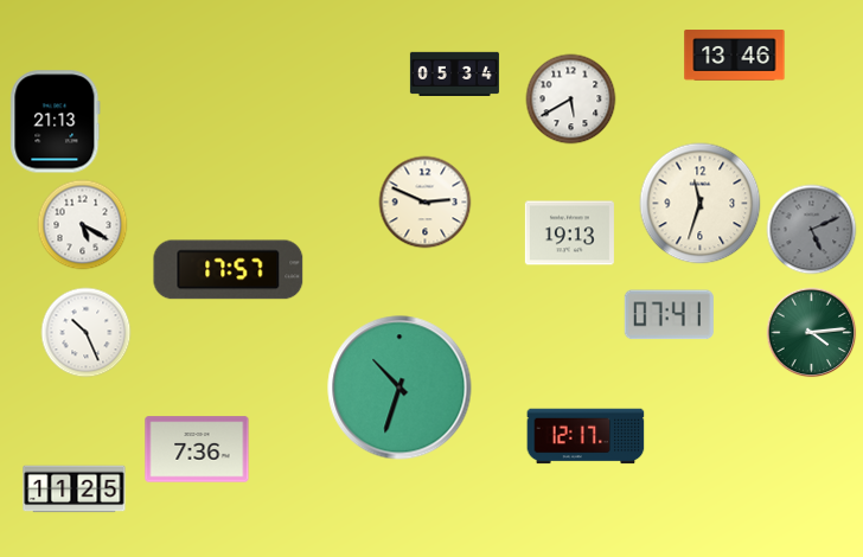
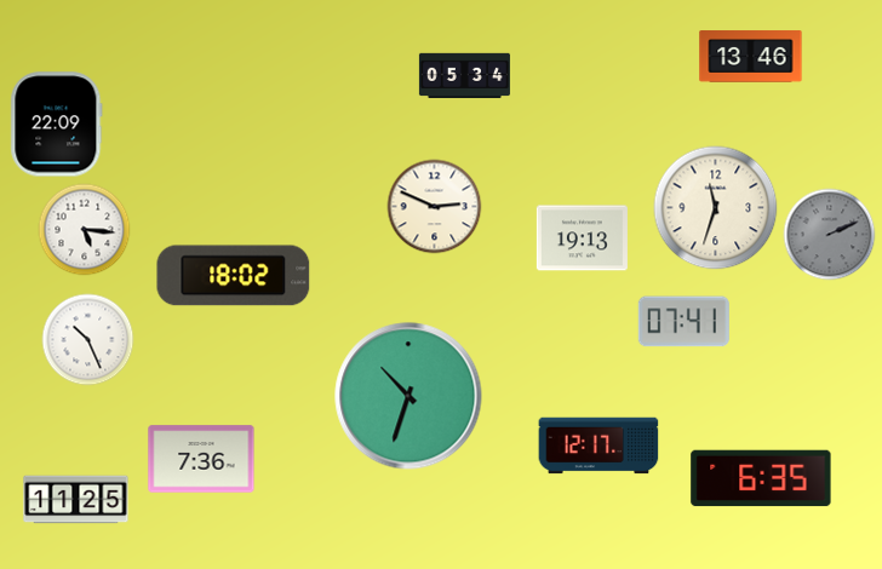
clock at (571, 100): 5:40 -> none
clock at (56, 122): 21:13 -> 22:09
clock at (83, 225): 5:20 -> 5:16
clock at (812, 230): 5:11 -> 2:11
clock at (229, 270): 17:57 -> 18:02
clock at (812, 333): 4:14 -> none
clock at (761, 478): none -> 6:35
